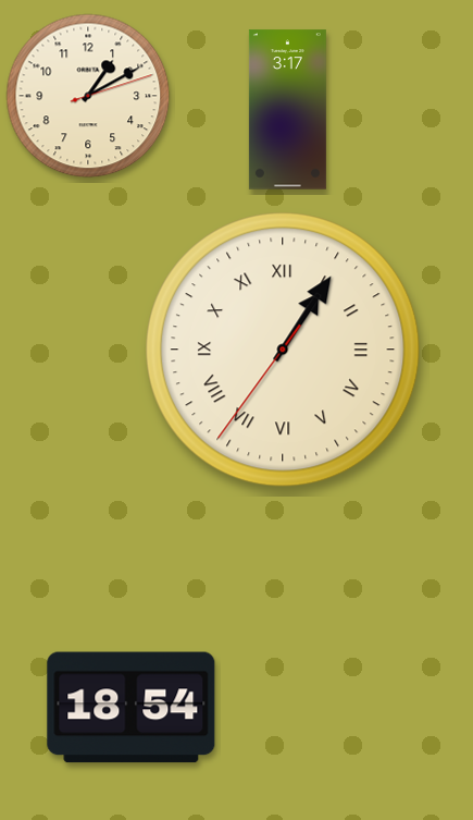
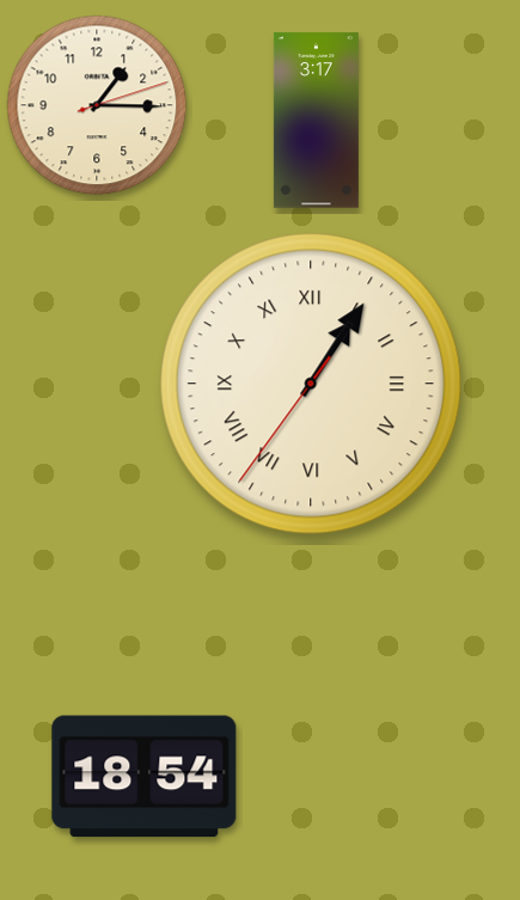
clock at (88, 96): 1:10 -> 1:15
